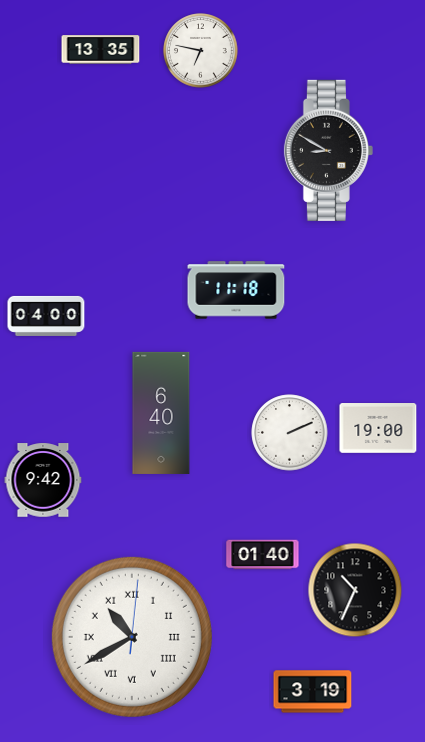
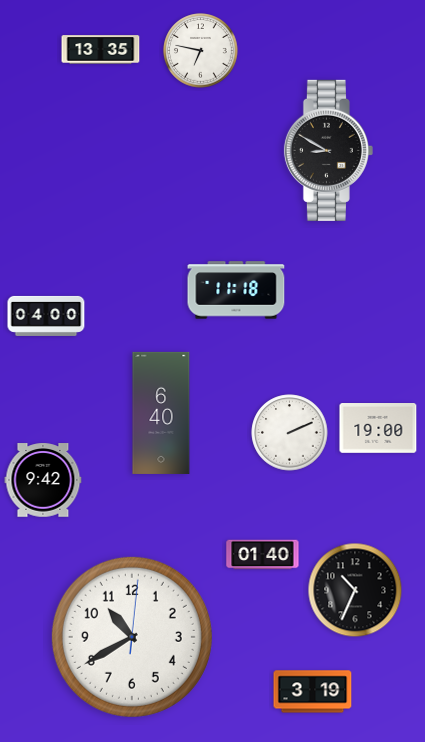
clock at (132, 637) numerals: Roman -> Arabic
